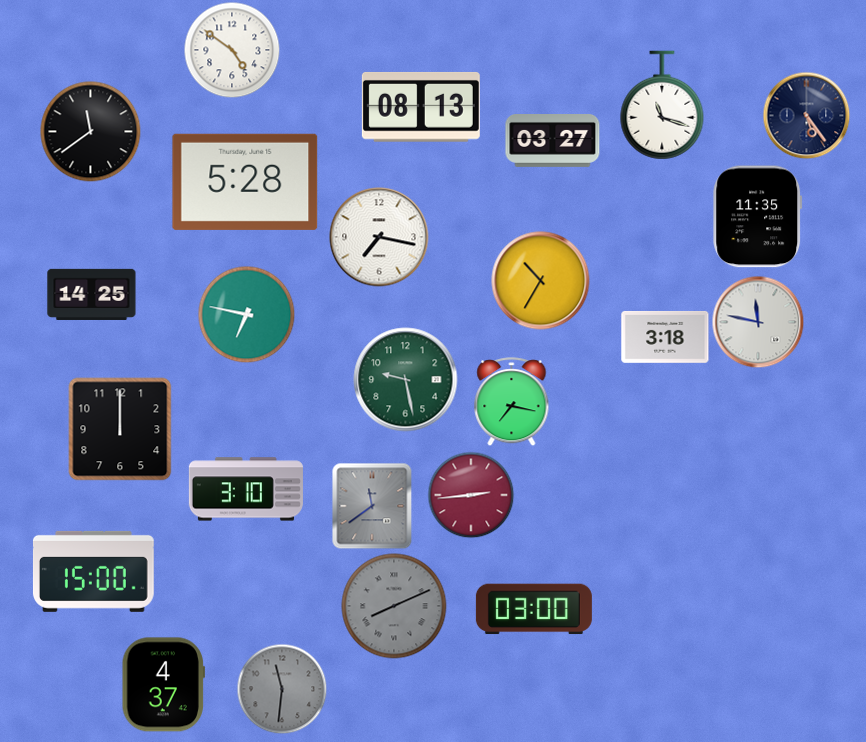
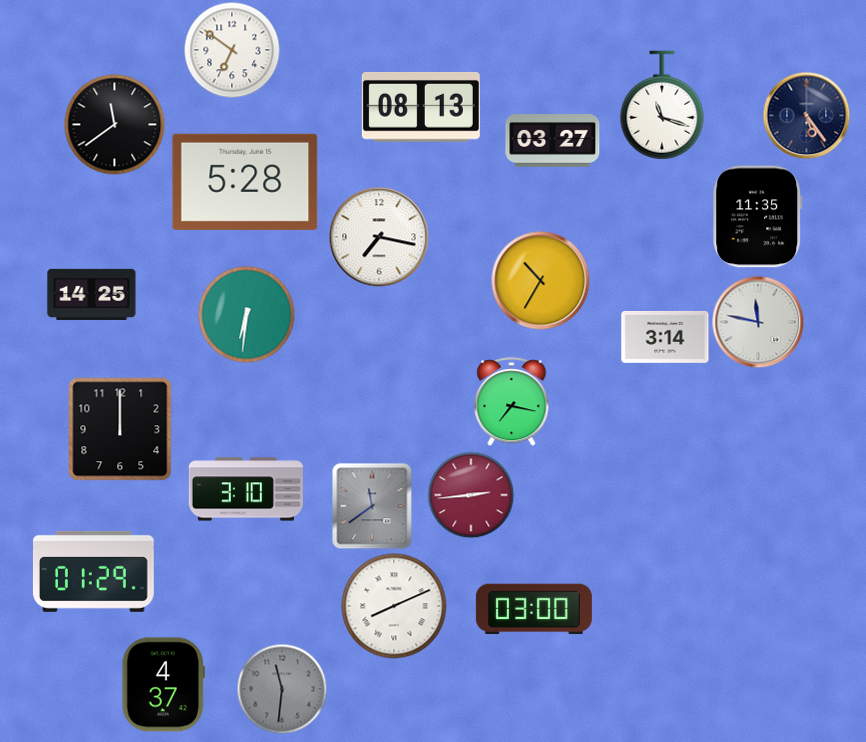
clock at (232, 50): 4:51 -> 6:51
clock at (91, 132) position: (91, 132) -> (115, 125)
clock at (246, 314): 6:47 -> 6:31
clock at (665, 337): 3:18 -> 3:14
clock at (406, 380): 9:28 -> none
clock at (93, 571): 15:00 -> 01:29
clock at (394, 606) dial: grey -> white
